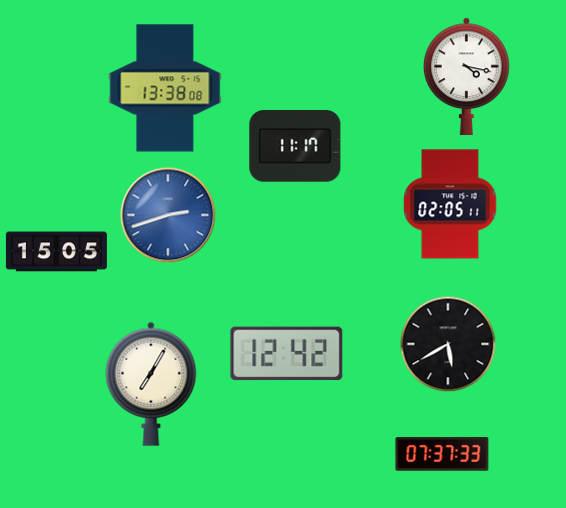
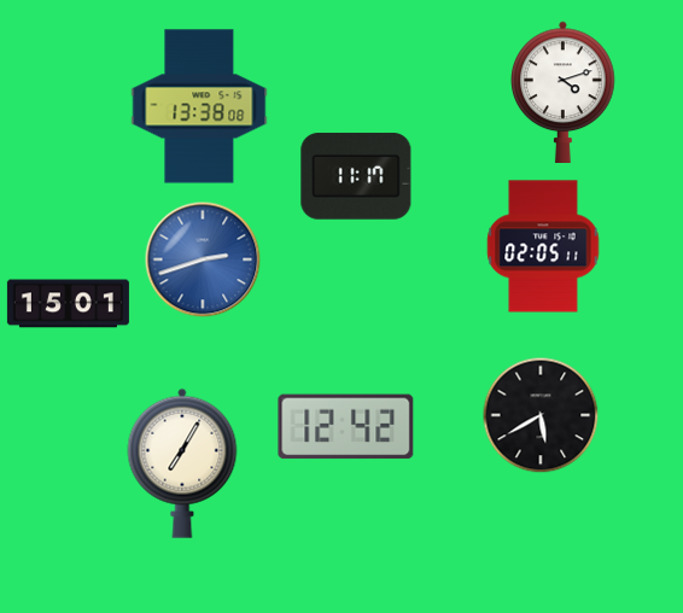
clock at (467, 76): 4:17 -> 4:12
clock at (56, 252): 15:05 -> 15:01
clock at (442, 454): 07:37 -> none
